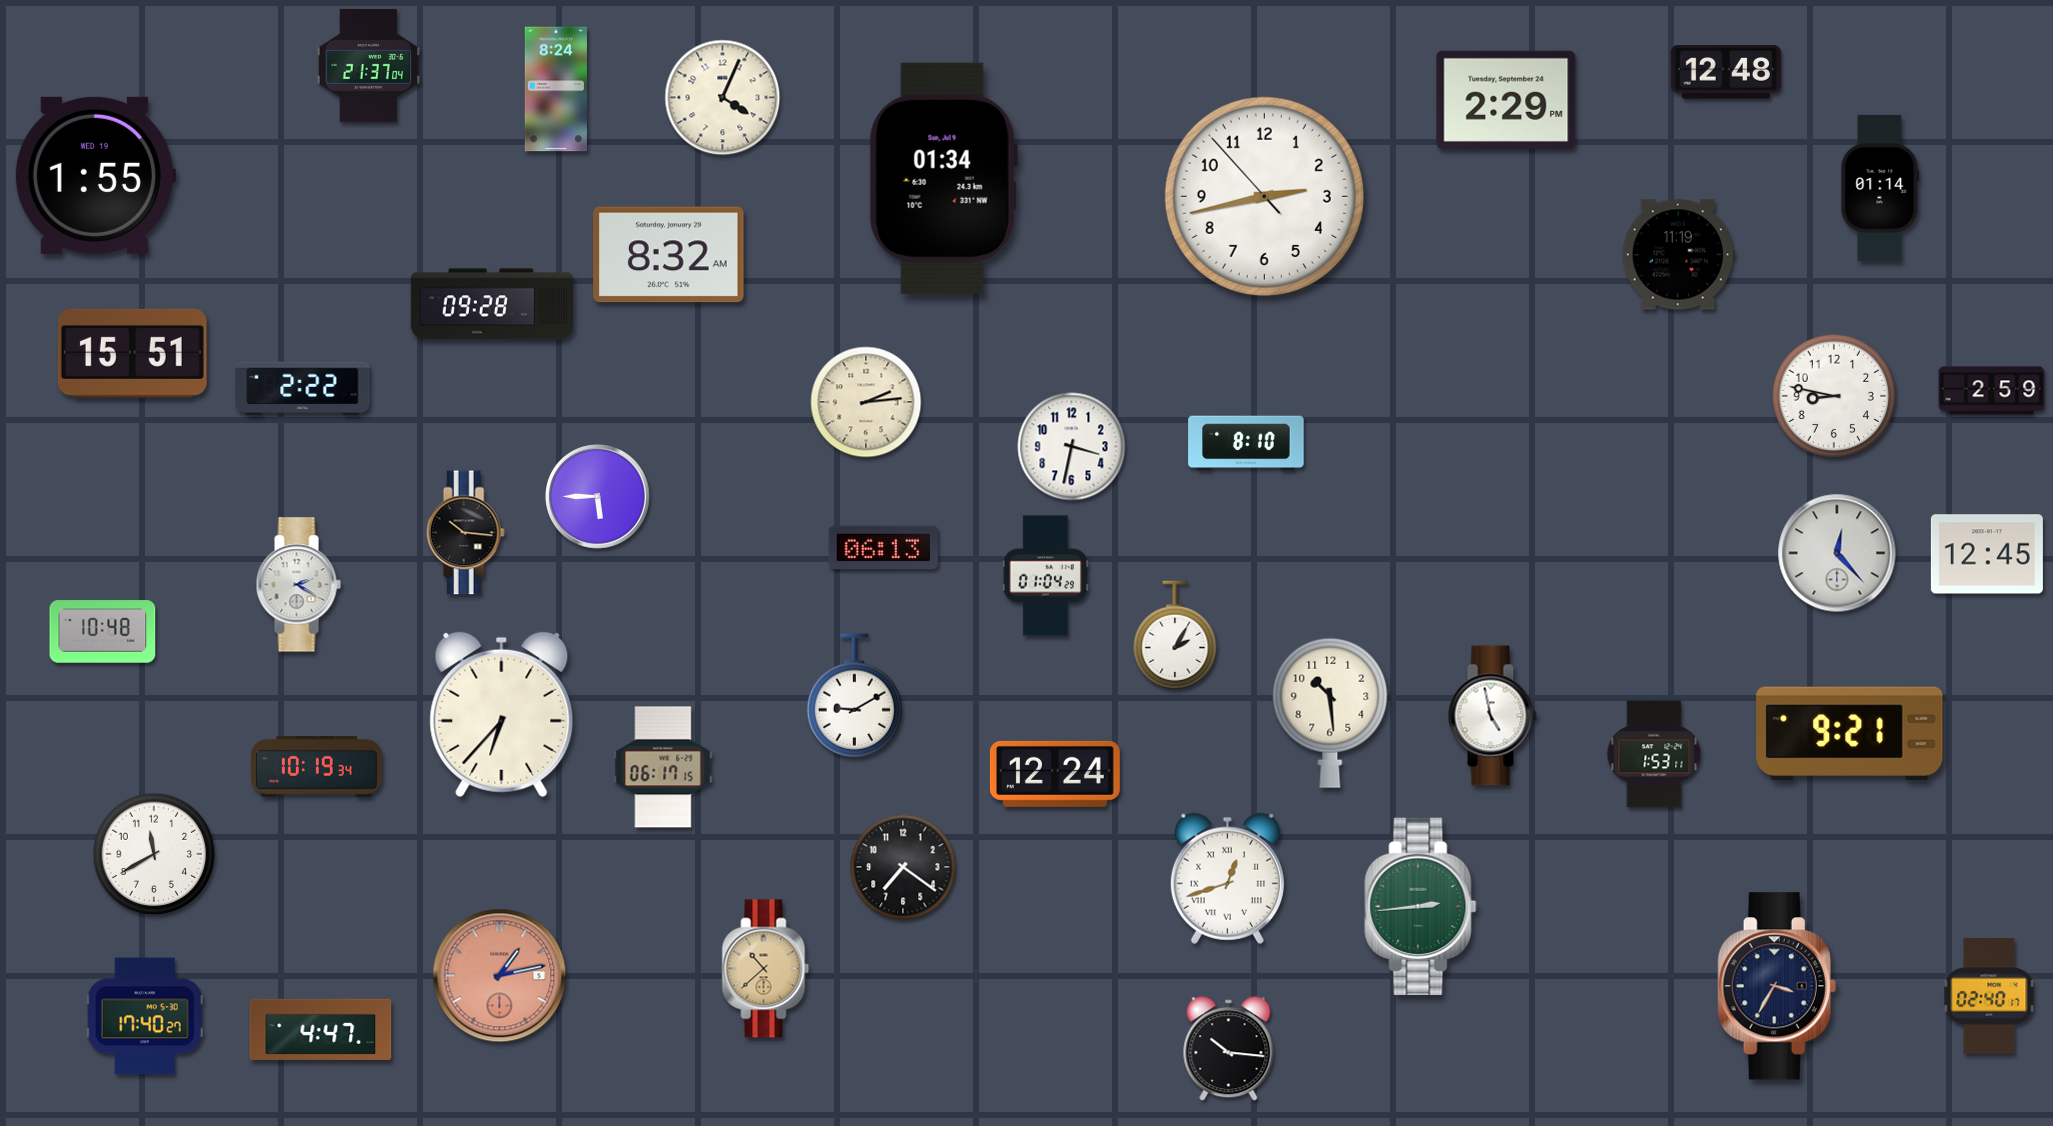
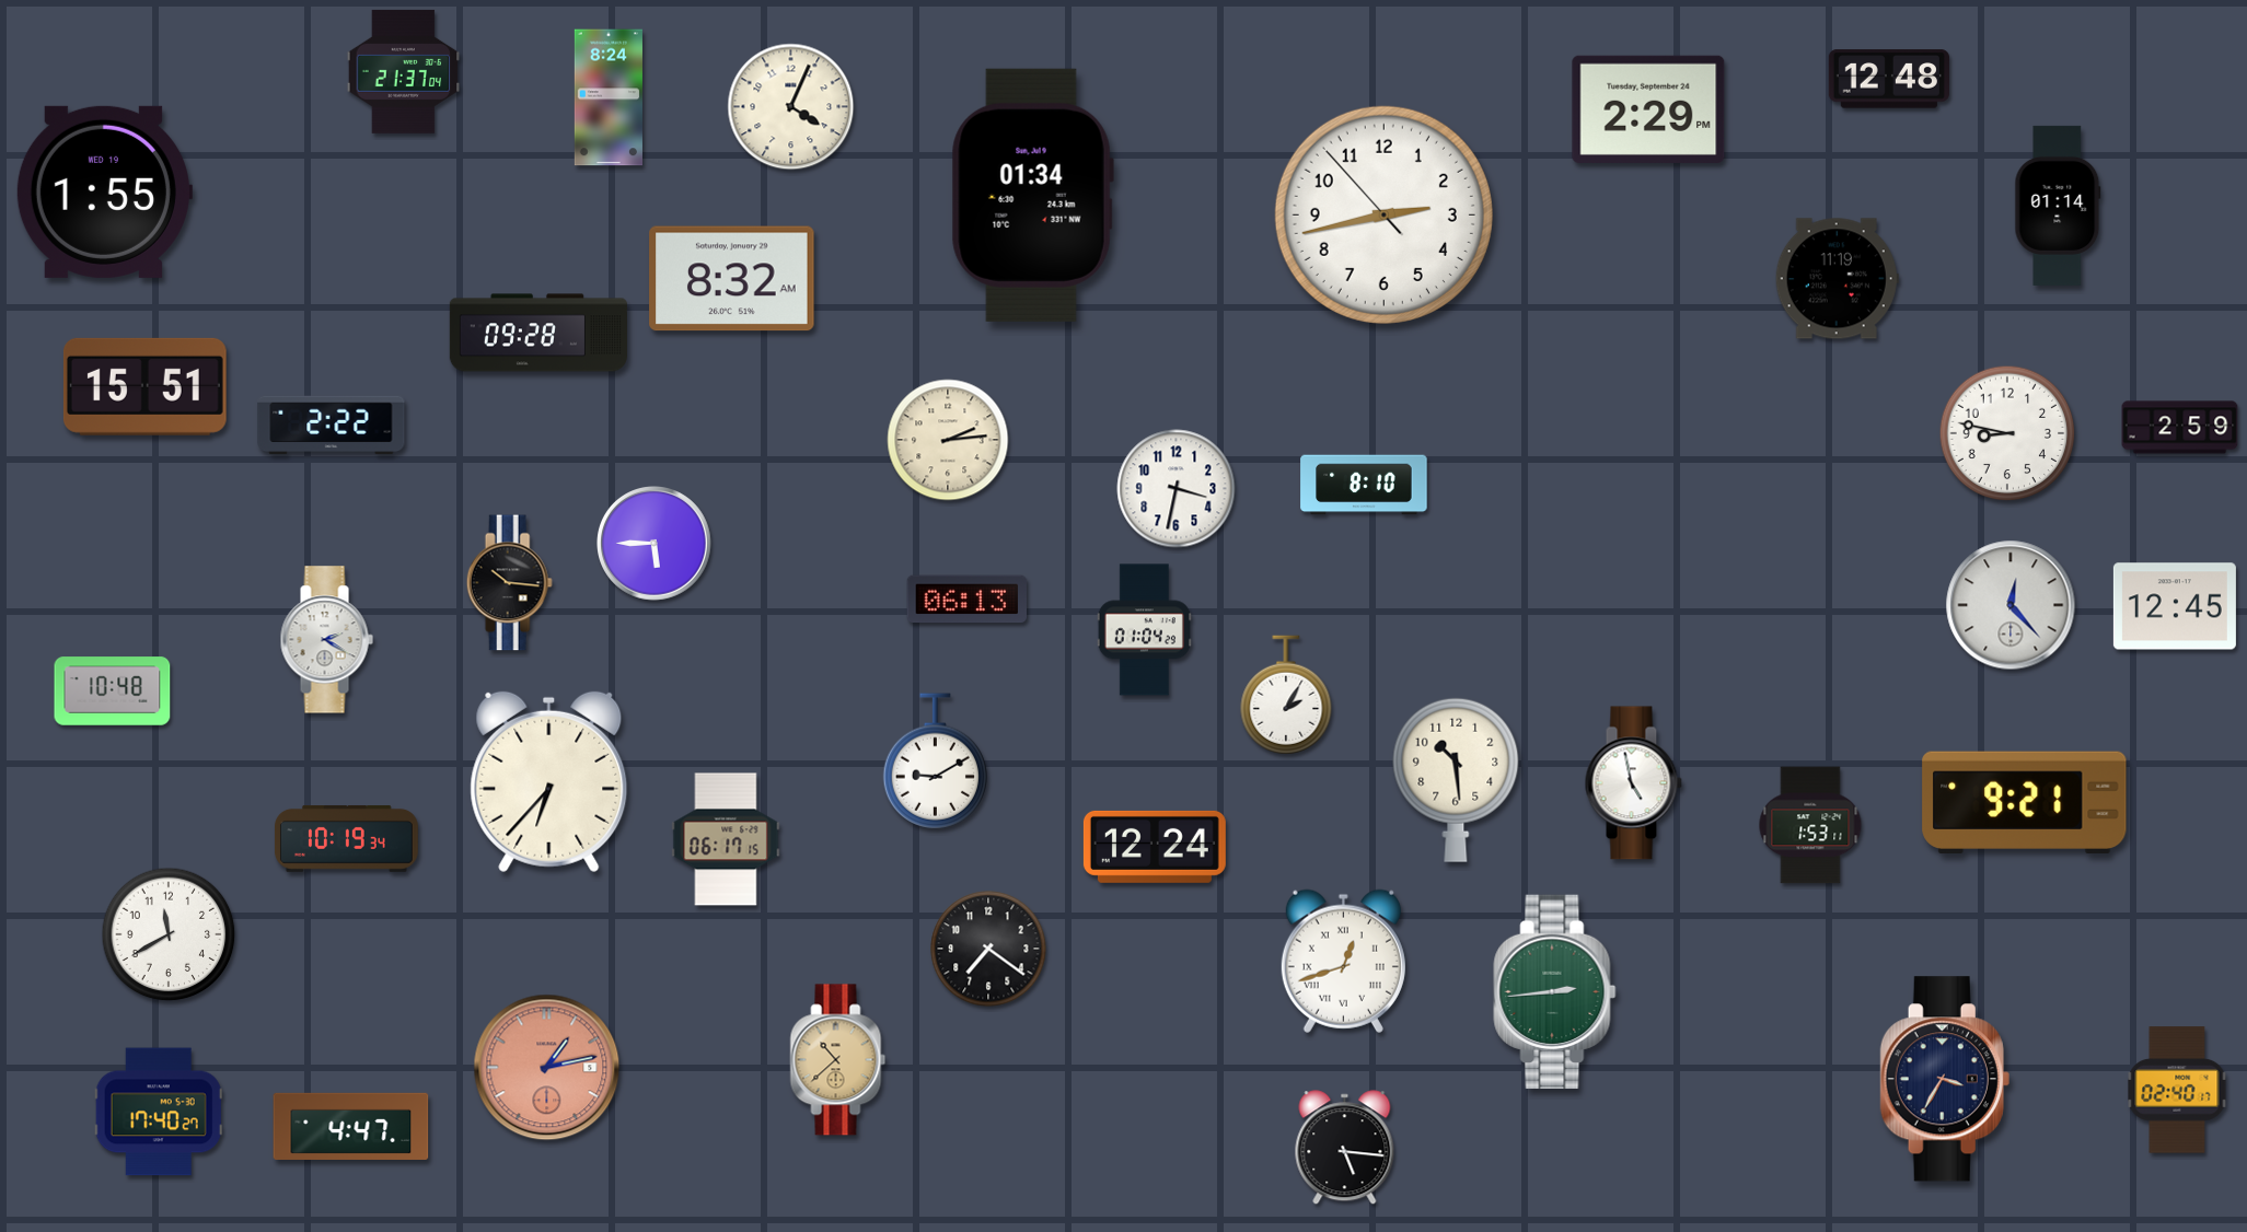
clock at (1072, 447) position: (1072, 447) -> (1177, 489)
clock at (1229, 1049): 10:16 -> 5:16
